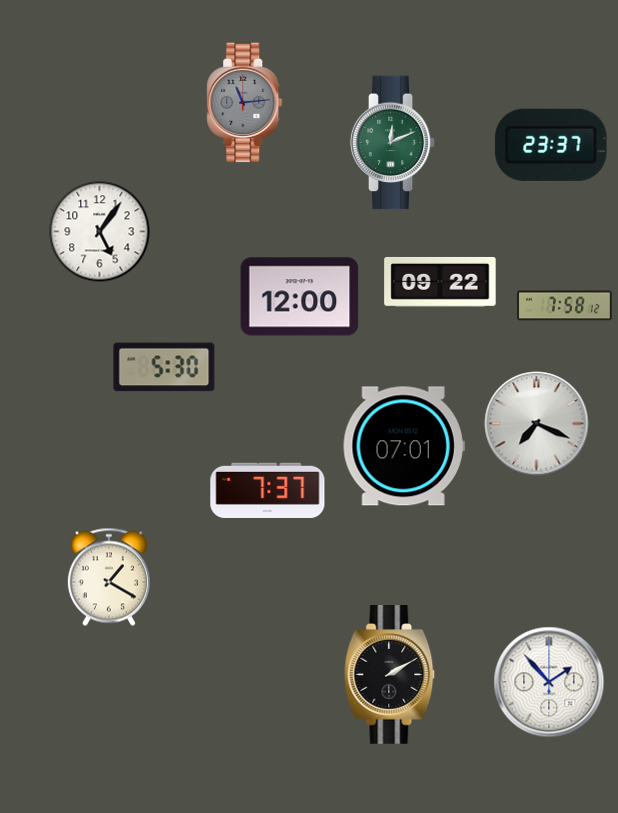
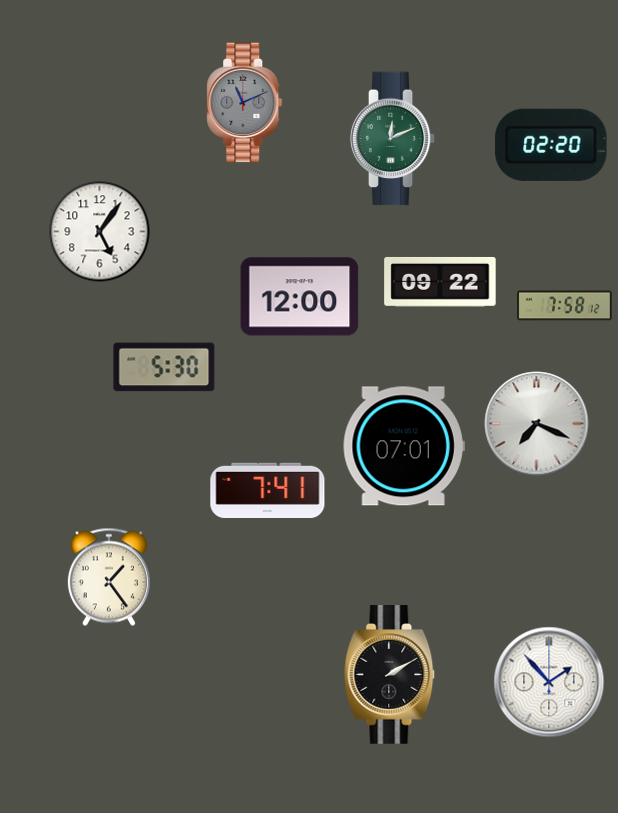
clock at (245, 103): 11:14 -> 11:11
clock at (393, 143) position: (393, 143) -> (393, 139)
clock at (551, 145): 23:37 -> 02:20
clock at (268, 490): 7:37 -> 7:41
clock at (109, 577): 1:20 -> 1:24
